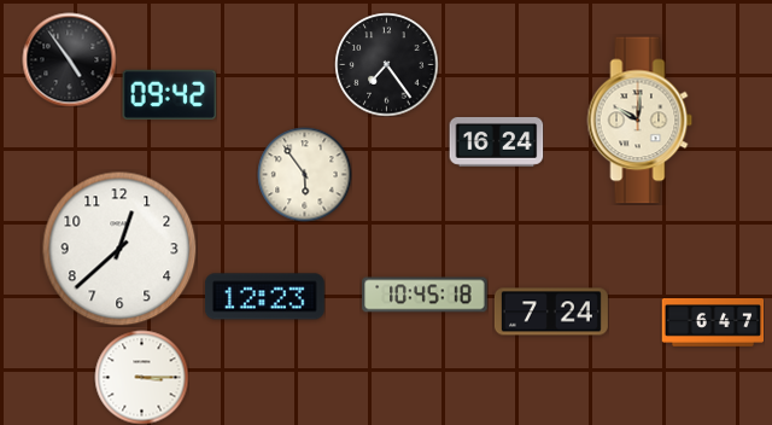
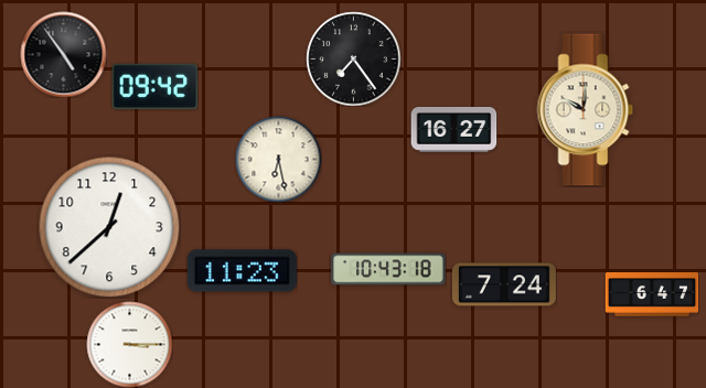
clock at (496, 141): 16:24 -> 16:27
clock at (304, 174): 5:54 -> 6:28
clock at (425, 295): 10:45 -> 10:43
clock at (265, 297): 12:23 -> 11:23
